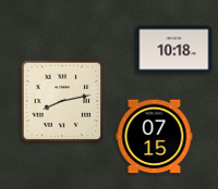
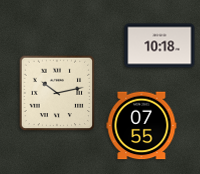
clock at (62, 101): 8:13 -> 10:13
clock at (155, 137): 07:15 -> 07:55
